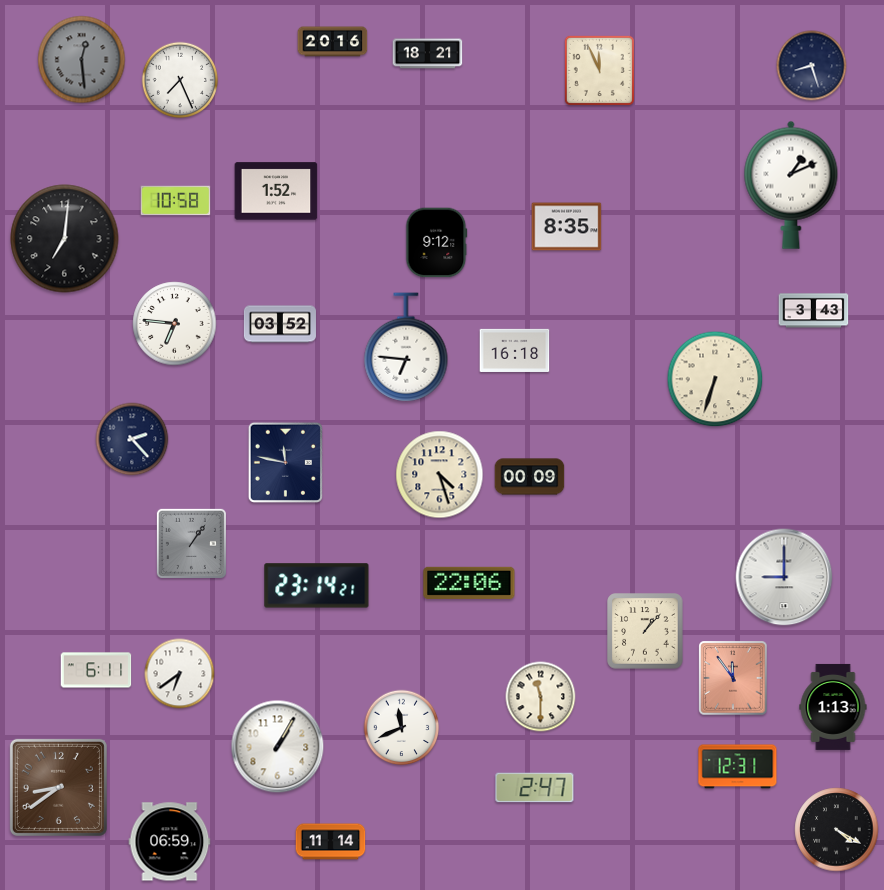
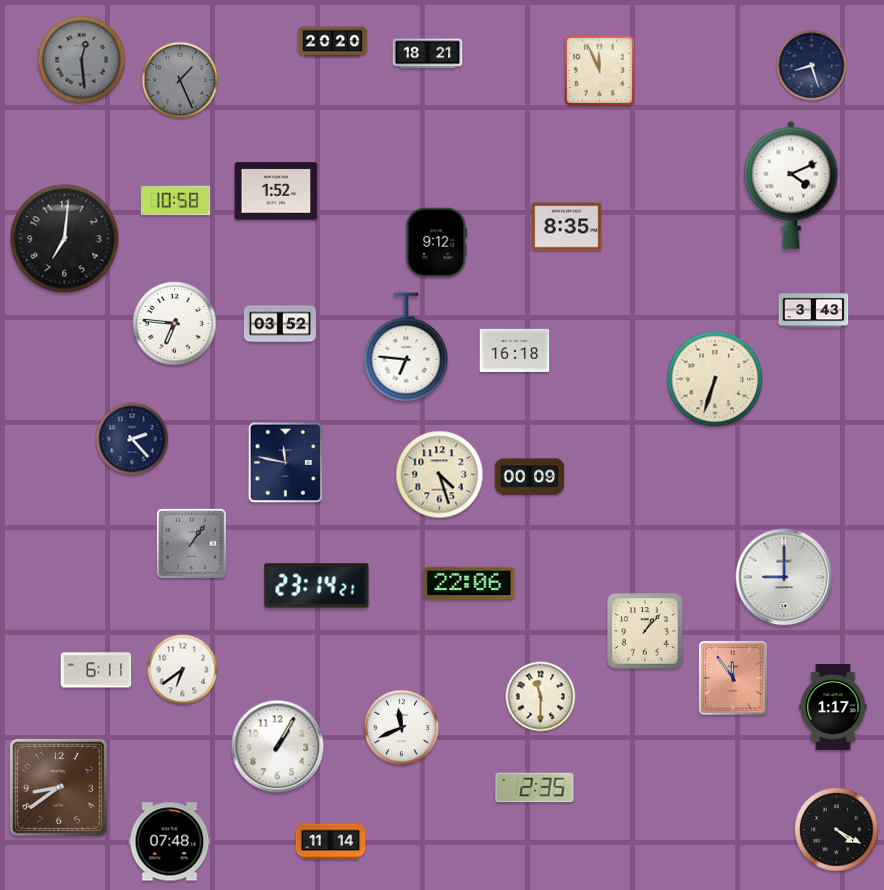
clock at (333, 42): 20:16 -> 20:20
clock at (180, 80): 7:26 -> 1:26
clock at (180, 80) dial: white -> grey
clock at (791, 185): 1:11 -> 4:11
clock at (180, 674) position: (180, 674) -> (183, 670)
clock at (833, 707): 1:13 -> 1:17
clock at (738, 767): 12:31 -> none
clock at (535, 788): 2:47 -> 2:35
clock at (170, 842): 06:59 -> 07:48
